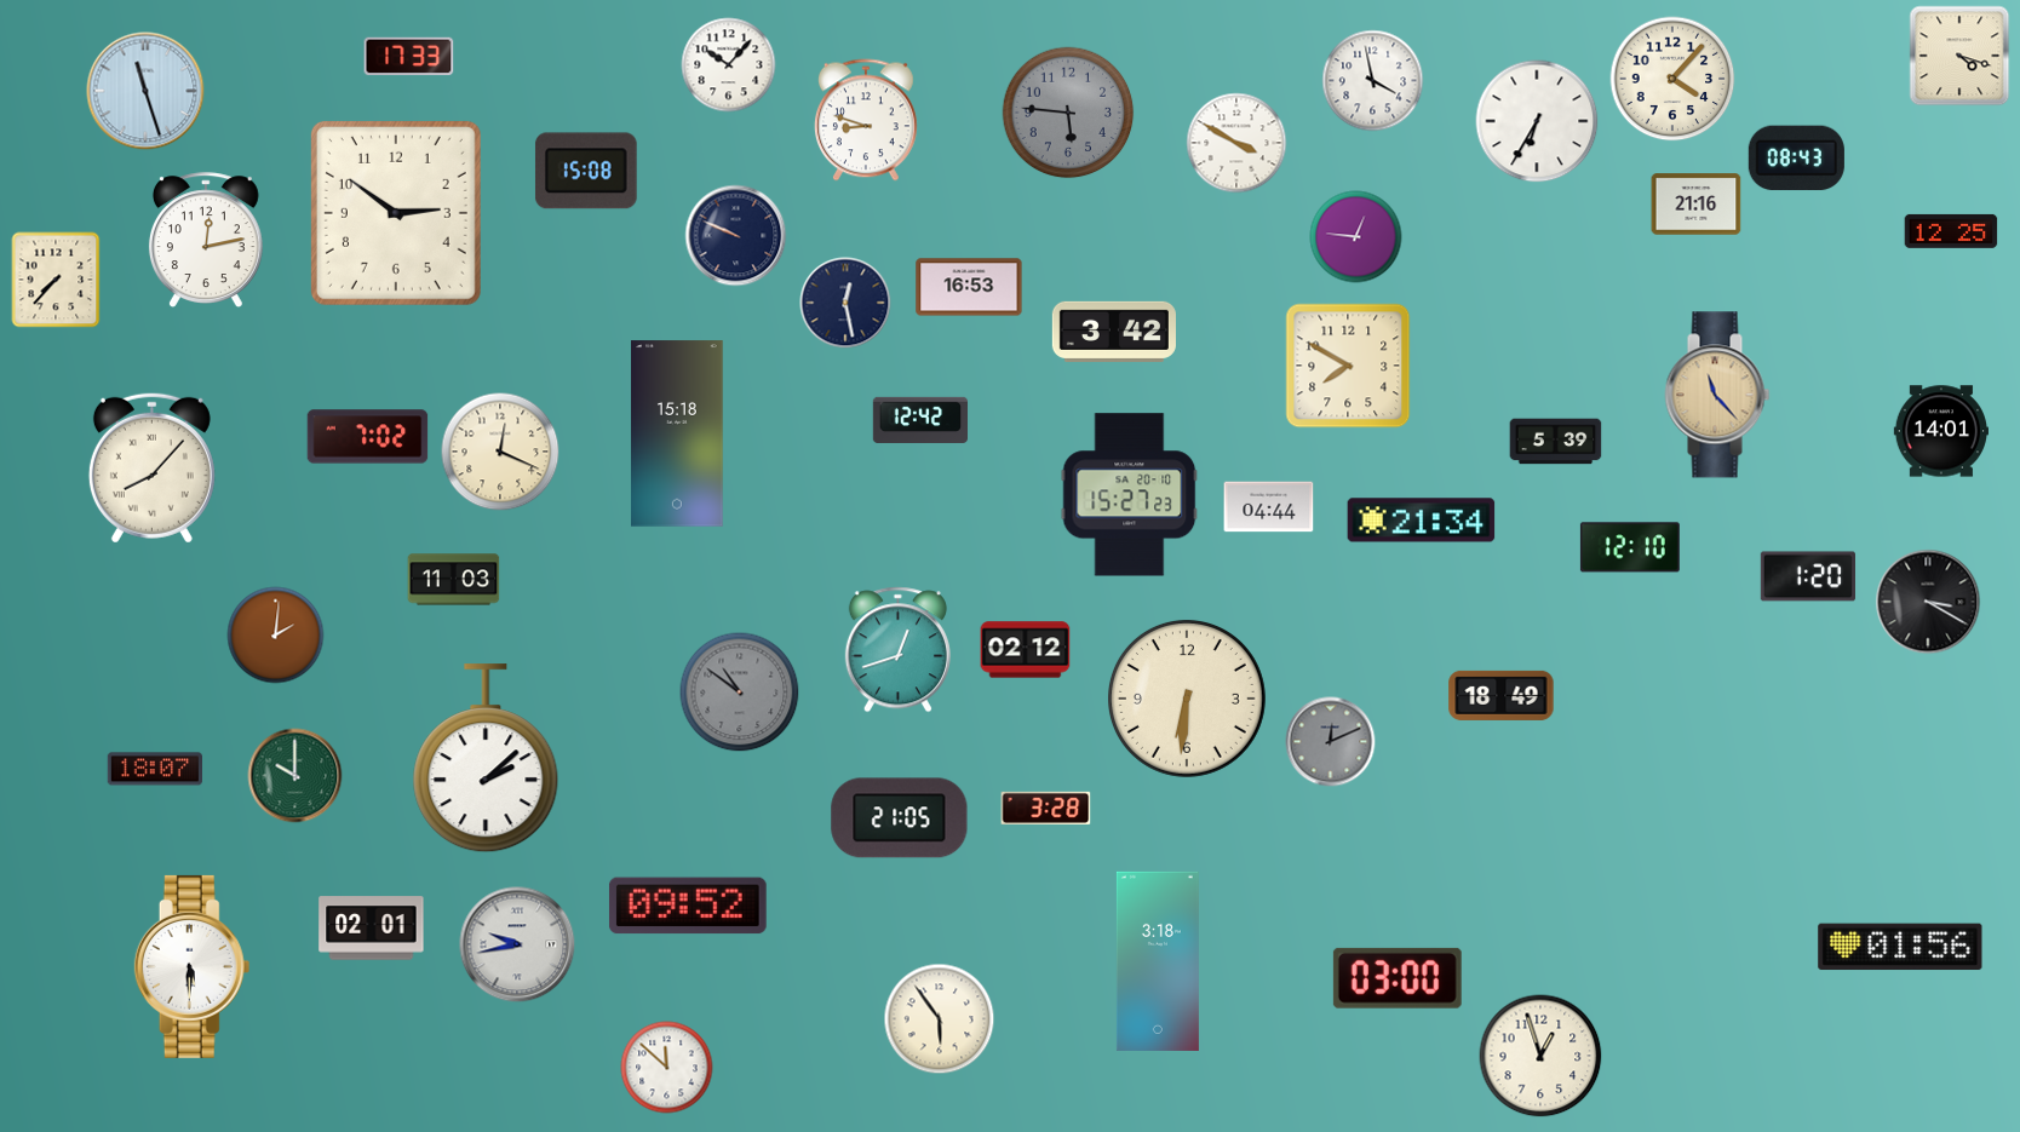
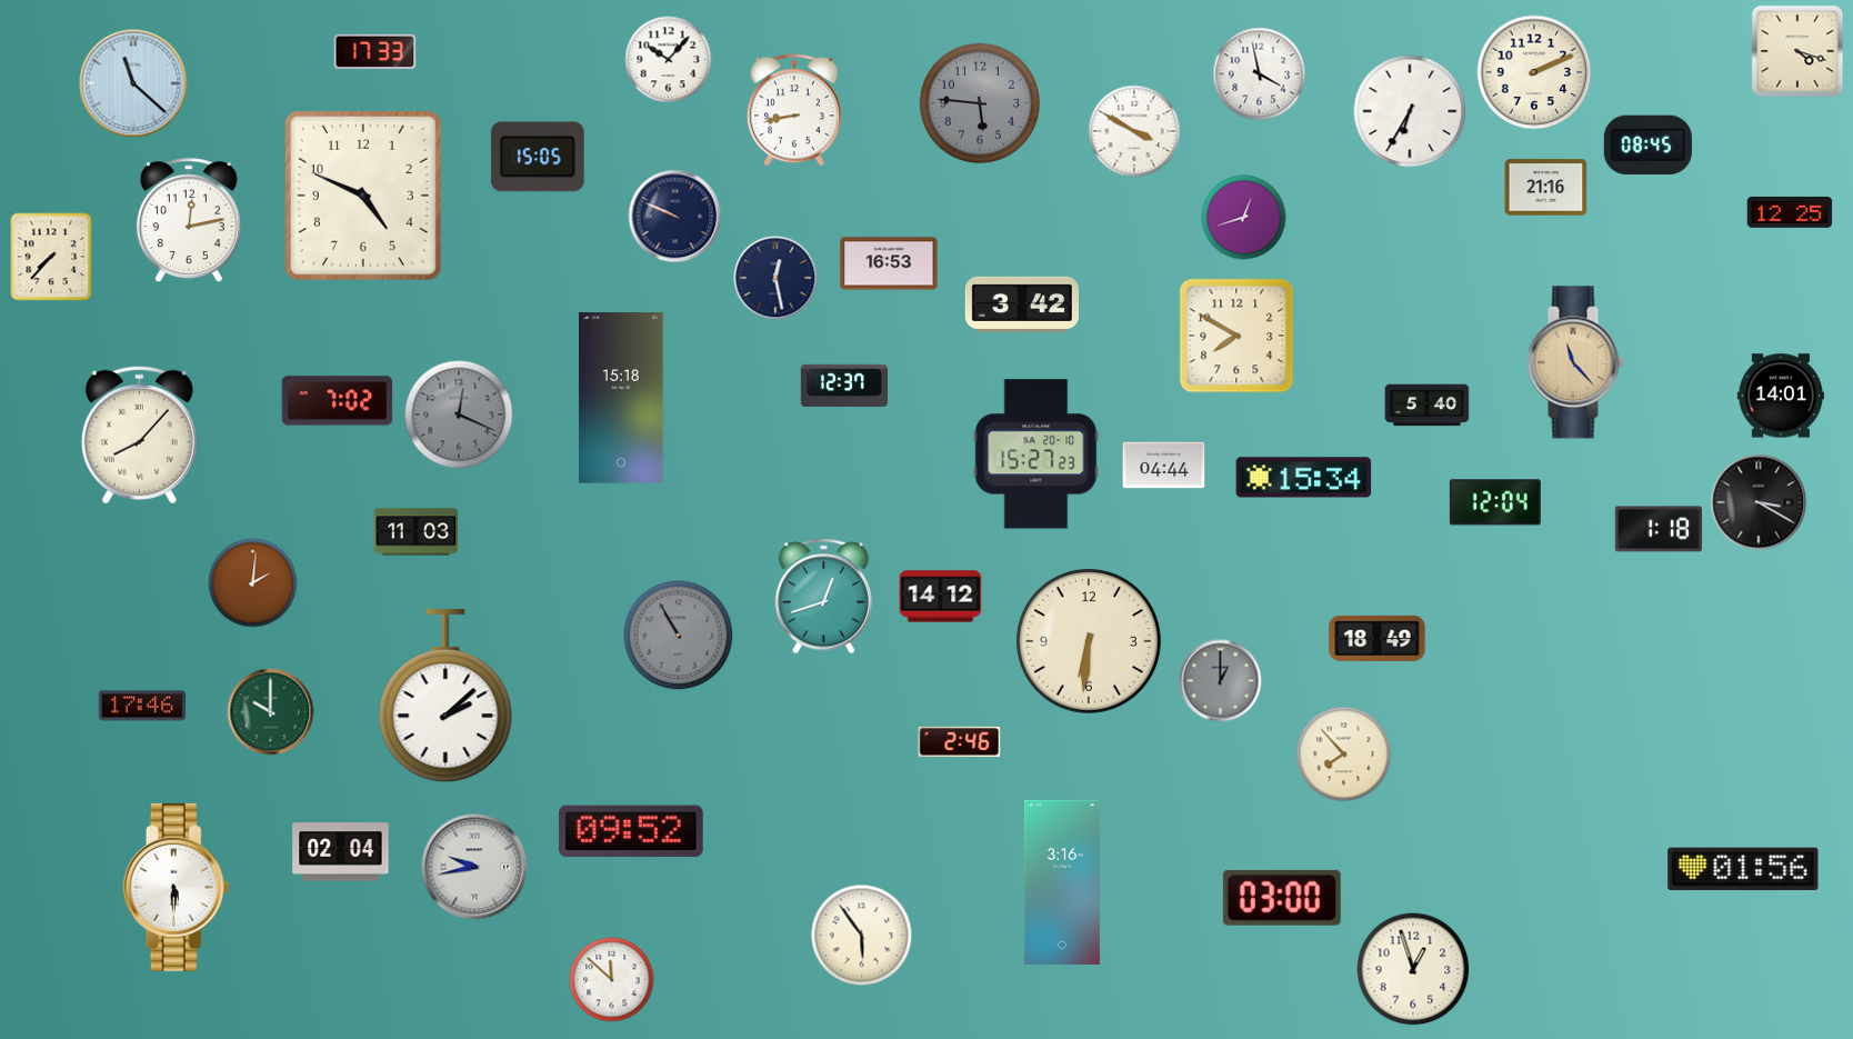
clock at (1672, 79): 4:07 -> 2:11
clock at (145, 91): 11:27 -> 11:22
clock at (866, 120): 8:48 -> 8:43
clock at (1796, 159): 08:43 -> 08:45
clock at (586, 171): 15:08 -> 15:05
clock at (1697, 205) position: (1697, 205) -> (1546, 188)
clock at (396, 213): 2:51 -> 4:49
clock at (1356, 237): 12:46 -> 12:42
clock at (920, 419): 12:42 -> 12:37
clock at (1556, 442): 5:39 -> 5:40
clock at (500, 452) dial: cream -> grey
clock at (151, 467) position: (151, 467) -> (139, 434)
clock at (1422, 521): 21:34 -> 15:34
clock at (1630, 547): 12:10 -> 12:04
clock at (1807, 576): 1:20 -> 1:18
clock at (1928, 602) position: (1928, 602) -> (1759, 502)
clock at (1026, 650): 02:12 -> 14:12
clock at (740, 693): 10:51 -> 10:55
clock at (1331, 742): 12:11 -> 1:00
clock at (154, 769): 18:07 -> 17:46
clock at (1046, 808): 3:28 -> 2:46
clock at (900, 818): 21:05 -> none
clock at (1344, 755): none -> 7:53
clock at (372, 929): 02:01 -> 02:04
clock at (1158, 961): 3:18 -> 3:16
